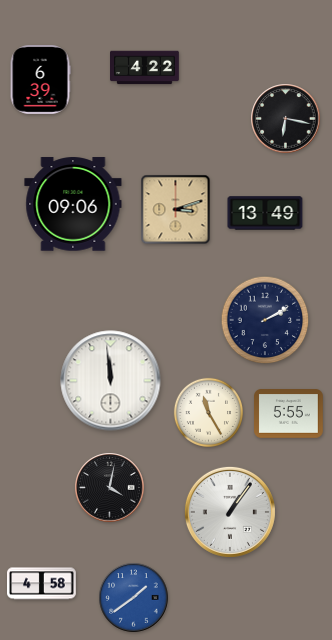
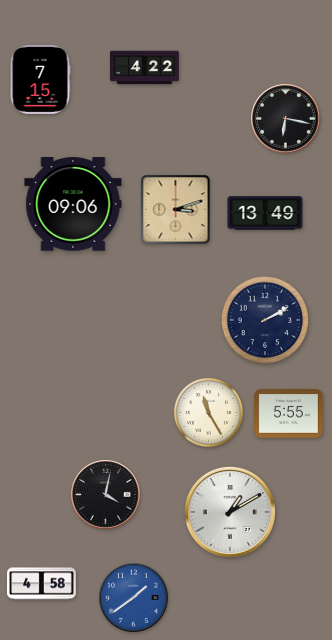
clock at (40, 80): 6:39 -> 7:15
clock at (111, 381): 11:59 -> none
clock at (110, 488) position: (110, 488) -> (106, 495)
clock at (230, 512): 1:06 -> 1:10
